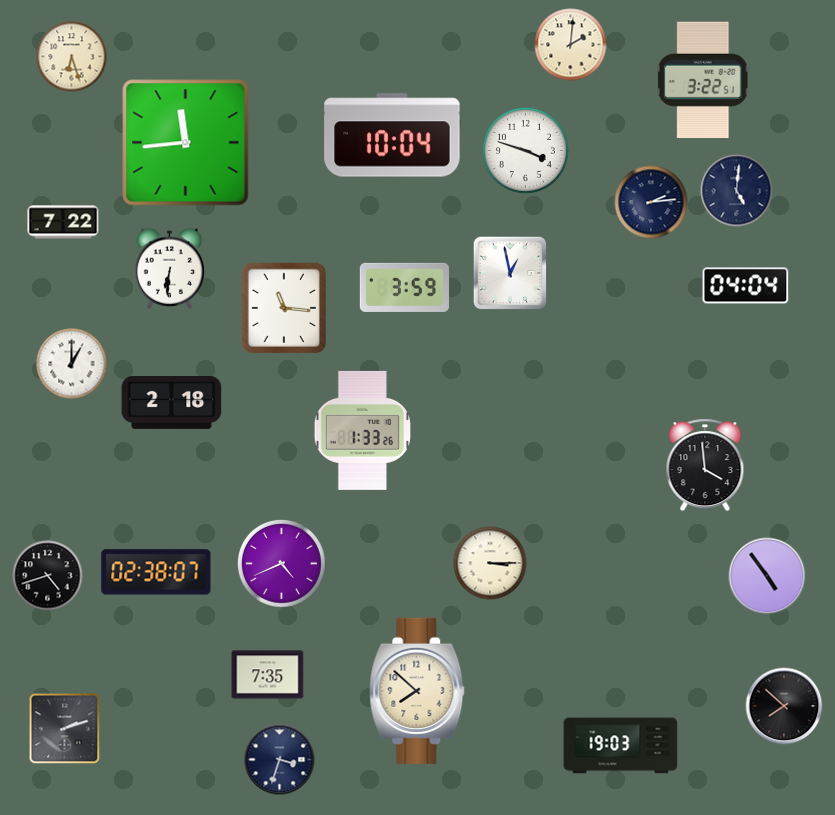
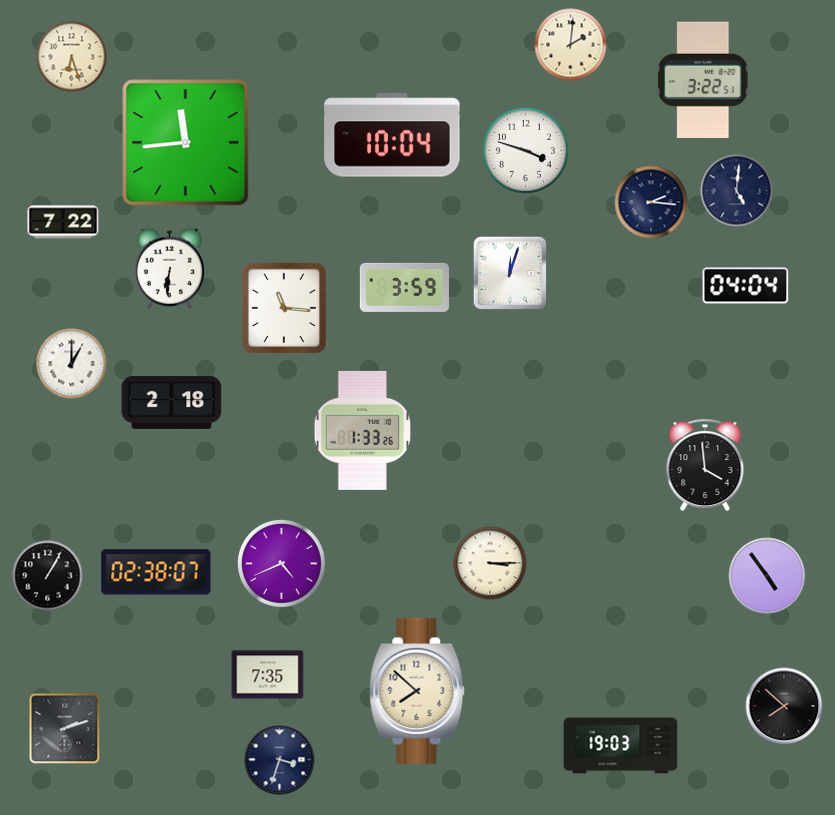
clock at (651, 202): 2:14 -> 2:16
clock at (510, 273): 12:58 -> 12:03
clock at (48, 576): 4:42 -> 1:05
